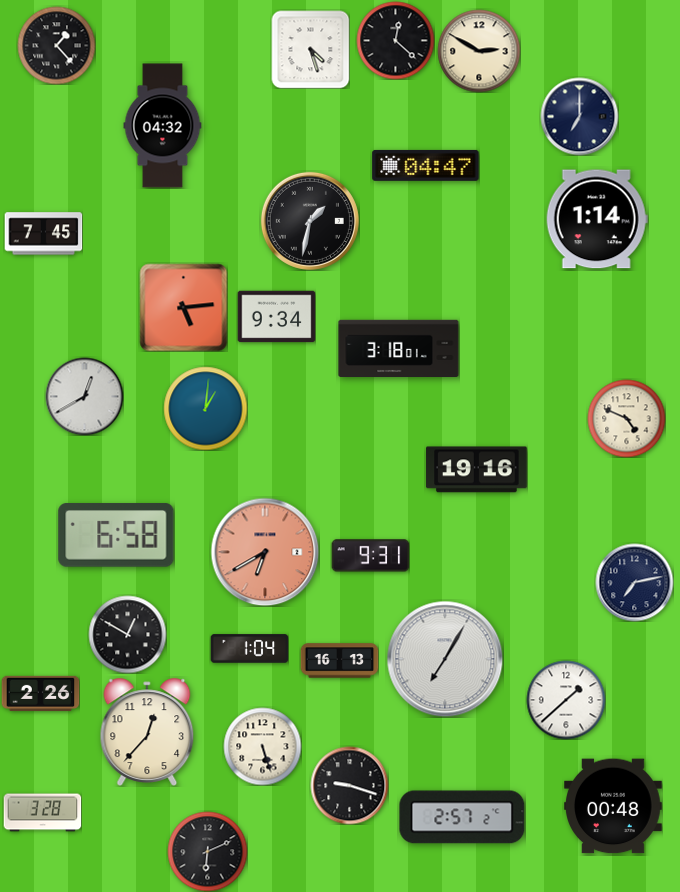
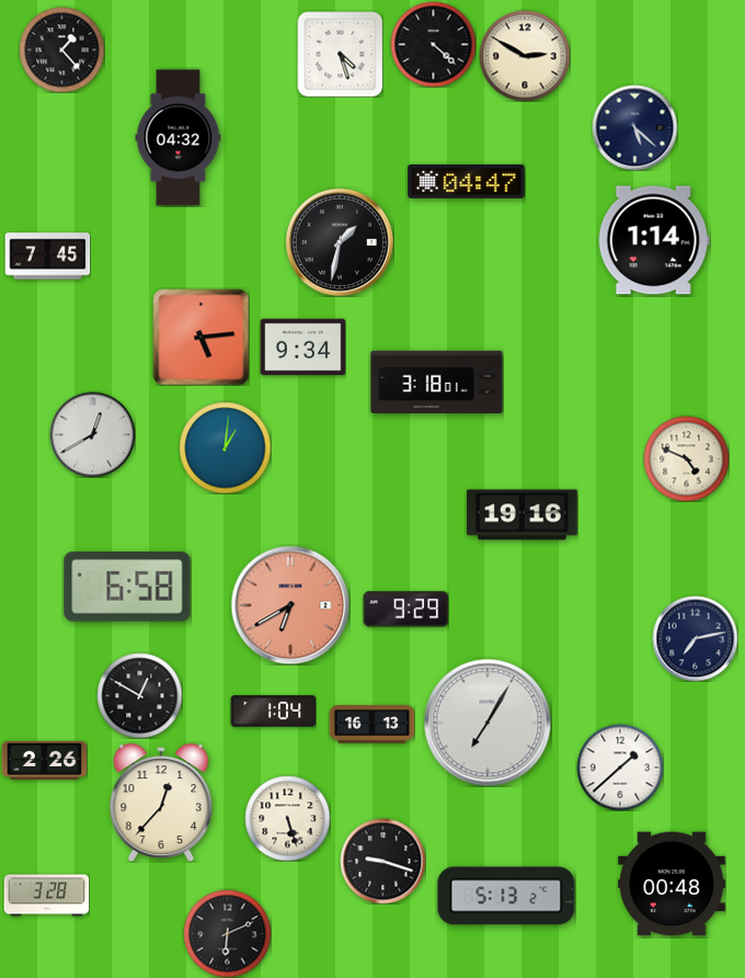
clock at (395, 40): 12:22 -> 4:22
clock at (579, 116): 7:00 -> 5:22
clock at (370, 556): 9:31 -> 9:29
clock at (42, 813) position: (42, 813) -> (46, 896)
clock at (462, 817): 2:57 -> 5:13
